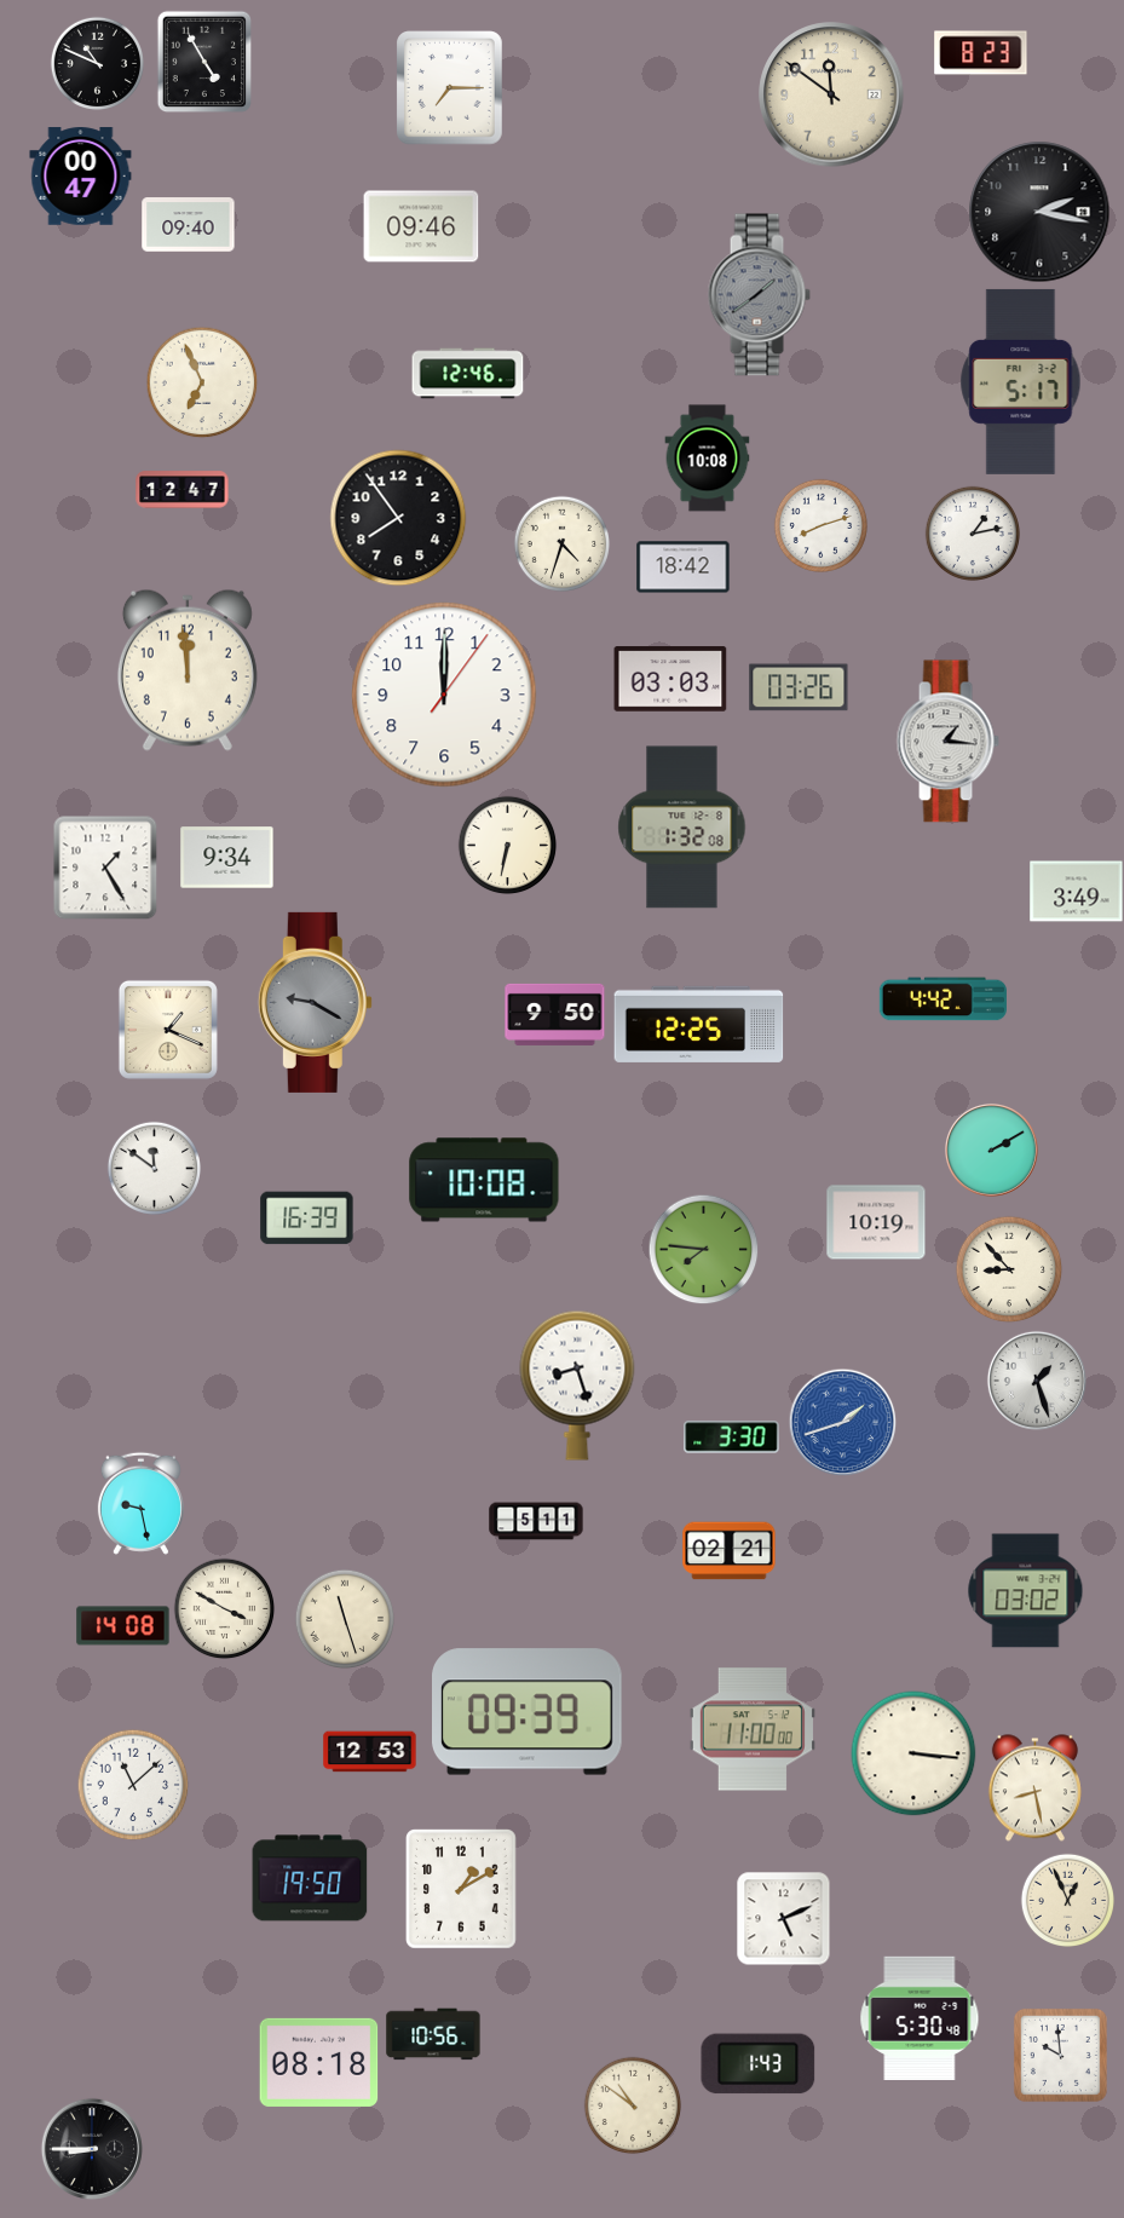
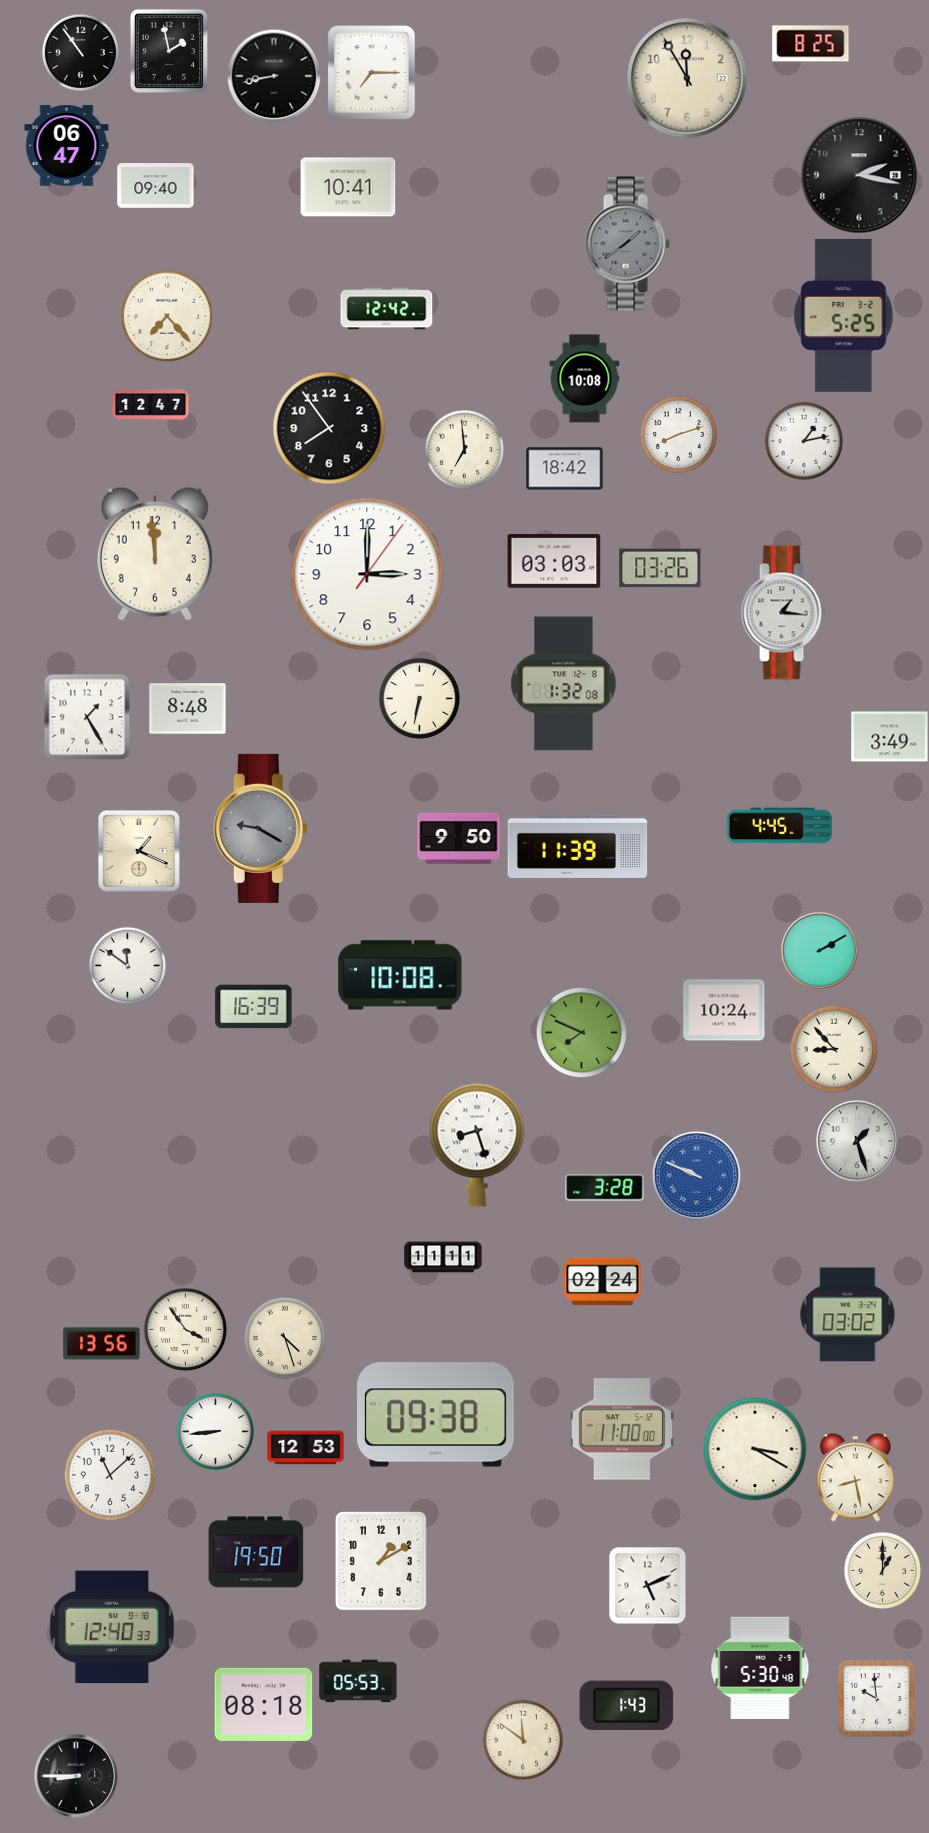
clock at (981, 53): 8:23 -> 8:25
clock at (204, 62): 4:55 -> 1:58
clock at (97, 63): 10:49 -> 10:54
clock at (274, 76): none -> 8:43
clock at (831, 94): 11:51 -> 11:55
clock at (81, 177): 00:47 -> 06:47
clock at (421, 226): 09:46 -> 10:41
clock at (468, 374): 12:46 -> 12:42
clock at (1021, 381): 5:17 -> 5:25
clock at (202, 382): 6:56 -> 7:23
clock at (561, 543): 4:33 -> 6:59
clock at (444, 695): 12:00 -> 3:00
clock at (227, 858): 9:34 -> 8:48
clock at (943, 999): 4:42 -> 4:45
clock at (699, 1024): 12:25 -> 11:39
clock at (876, 1222): 10:19 -> 10:24
clock at (703, 1249): 7:46 -> 7:49
clock at (842, 1422): 1:42 -> 9:49
clock at (732, 1438): 3:30 -> 3:28
clock at (140, 1503): 9:28 -> none
clock at (536, 1521): 5:11 -> 11:11
clock at (730, 1551): 02:21 -> 02:24
clock at (224, 1608): 3:50 -> 3:54
clock at (345, 1619): 11:27 -> 4:27
clock at (123, 1626): 14:08 -> 13:56
clock at (528, 1712): 09:39 -> 09:38
clock at (215, 1431): none -> 8:44
clock at (913, 1753): 3:16 -> 3:20
clock at (1067, 1900): 12:56 -> 1:00
clock at (112, 1627): none -> 12:40
clock at (433, 2034): 10:56 -> 05:53
clock at (633, 2105): 10:51 -> 11:51
